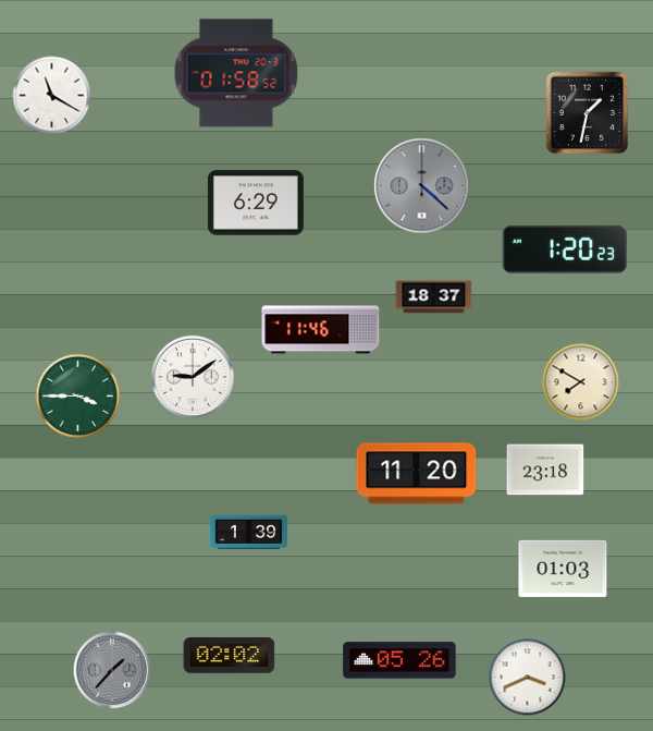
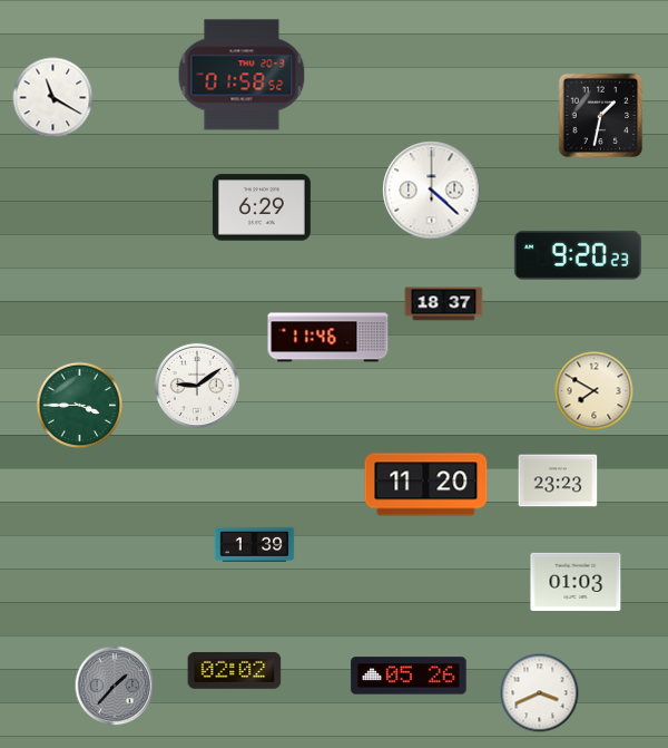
clock at (422, 186) dial: grey -> white
clock at (565, 249): 1:20 -> 9:20
clock at (545, 470): 23:18 -> 23:23
